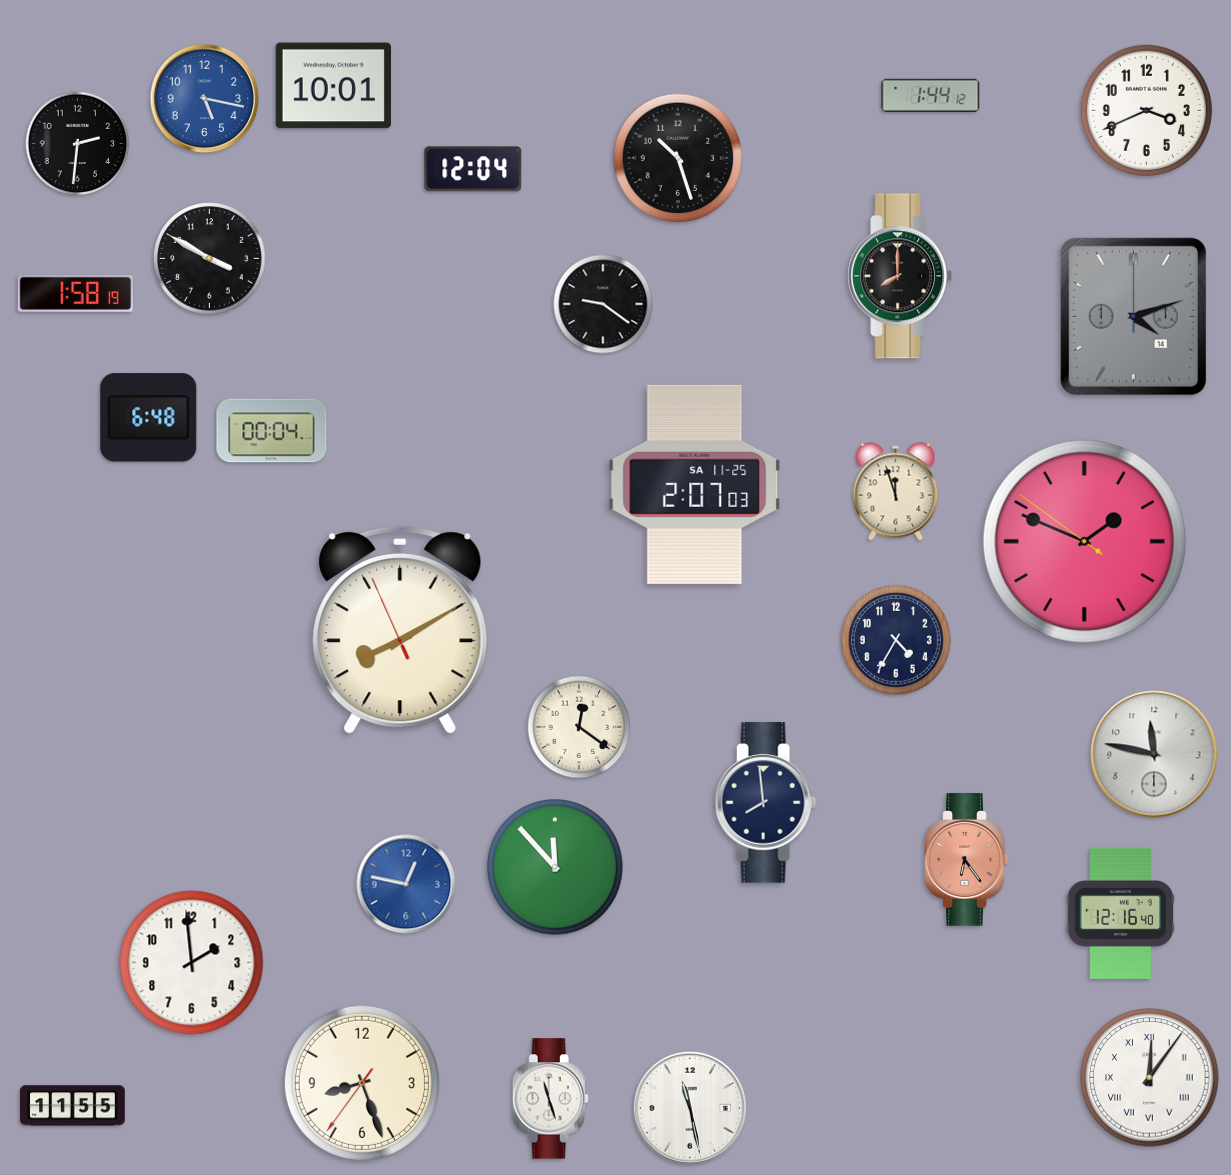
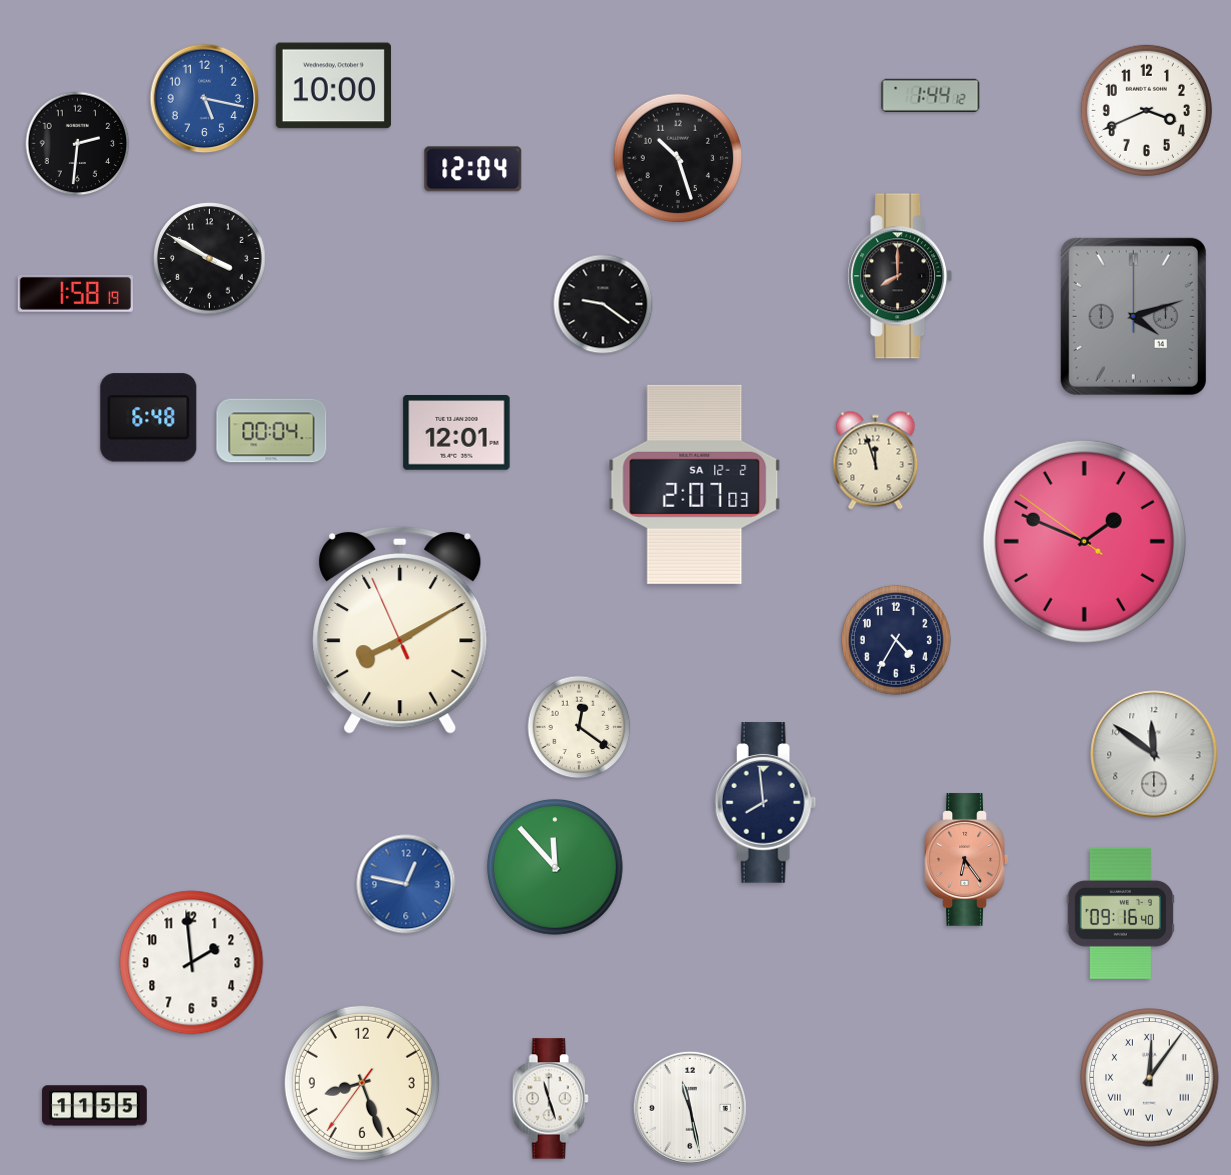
clock at (333, 86): 10:01 -> 10:00
clock at (457, 433): none -> 12:01
clock at (695, 484) date: SA 11-25 -> SA 12-2
clock at (896, 492) position: (896, 492) -> (876, 461)
clock at (1154, 754): 11:47 -> 11:51
clock at (1121, 913): 12:16 -> 09:16
clock at (73, 1106) position: (73, 1106) -> (95, 1106)
